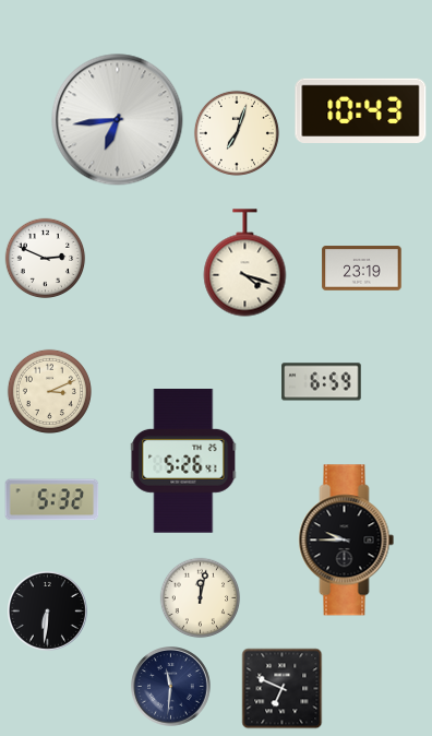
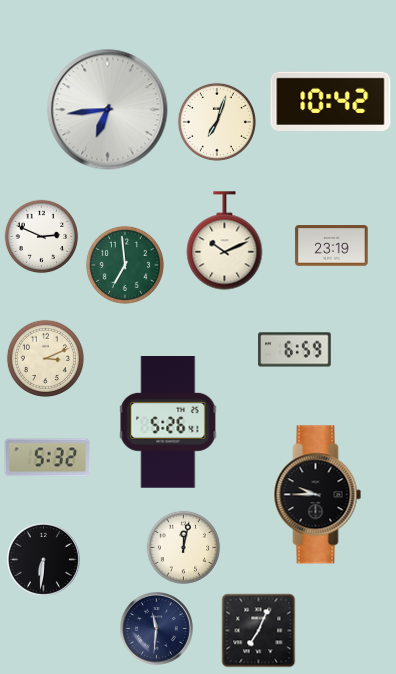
clock at (361, 110): 10:43 -> 10:42
clock at (245, 263): 4:18 -> 10:11
clock at (125, 265): none -> 6:59
clock at (283, 689): 6:49 -> 7:04
